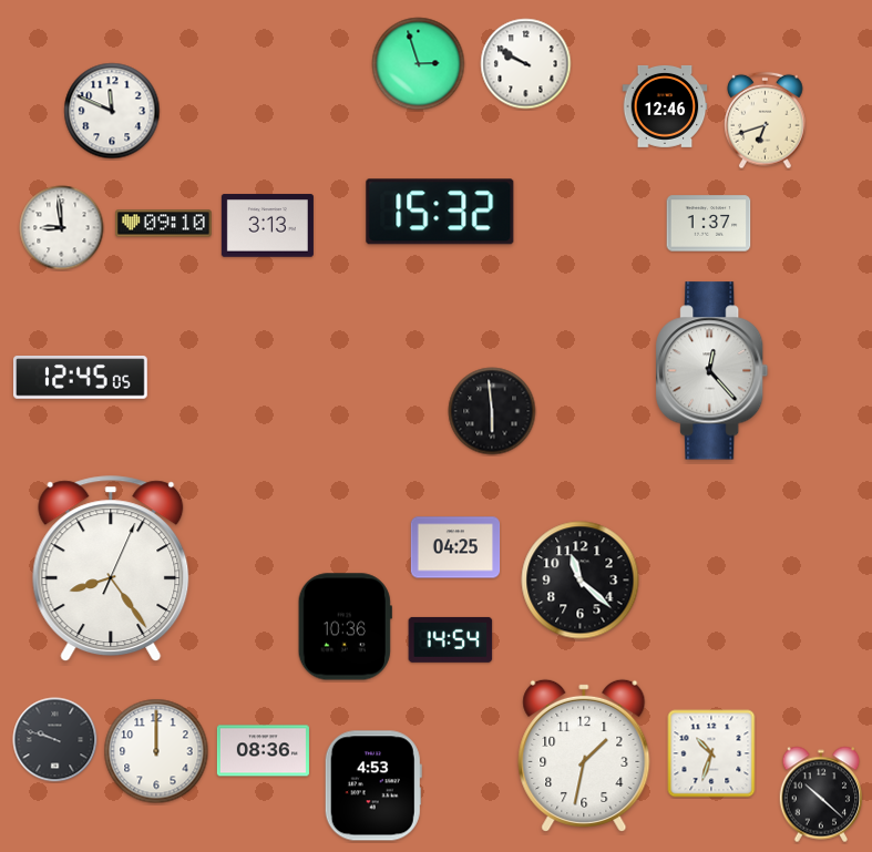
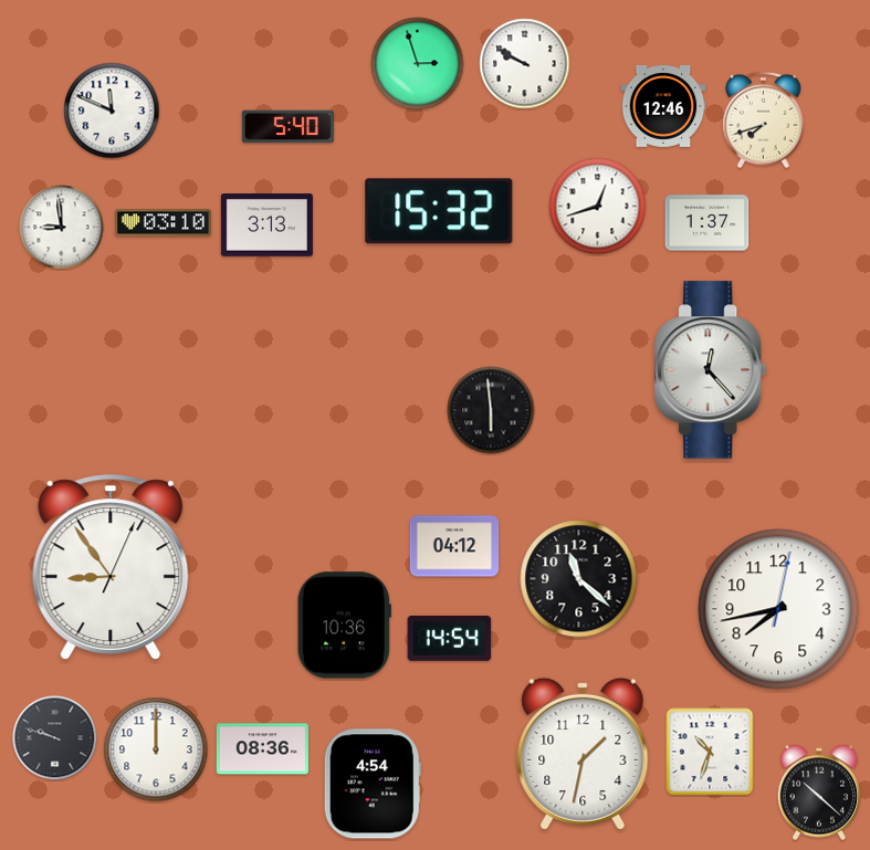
clock at (766, 121): 6:42 -> 7:42
clock at (287, 127): none -> 5:40
clock at (598, 207): none -> 12:42
clock at (164, 224): 09:10 -> 03:10
clock at (81, 378): 12:45 -> none
clock at (455, 547): 04:25 -> 04:12
clock at (111, 569): 8:24 -> 8:54
clock at (778, 609): none -> 7:43
clock at (373, 786): 4:53 -> 4:54
